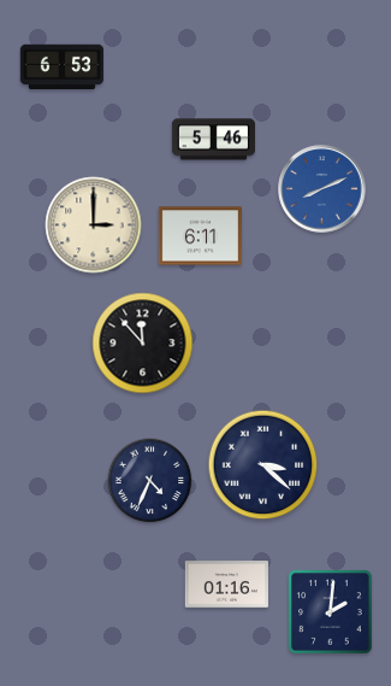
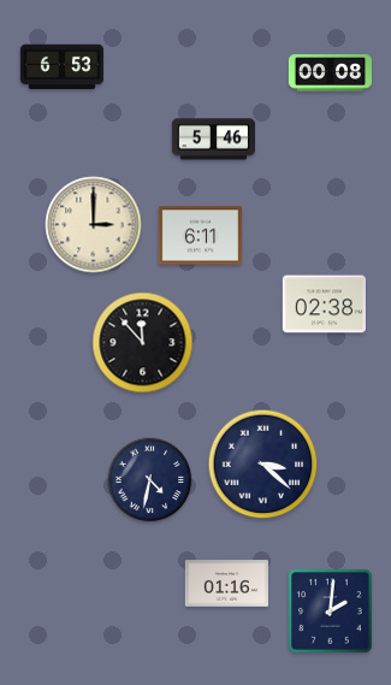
clock at (330, 73): none -> 00:08
clock at (322, 189): 8:11 -> none
clock at (324, 305): none -> 02:38
clock at (150, 481): 4:34 -> 4:32
